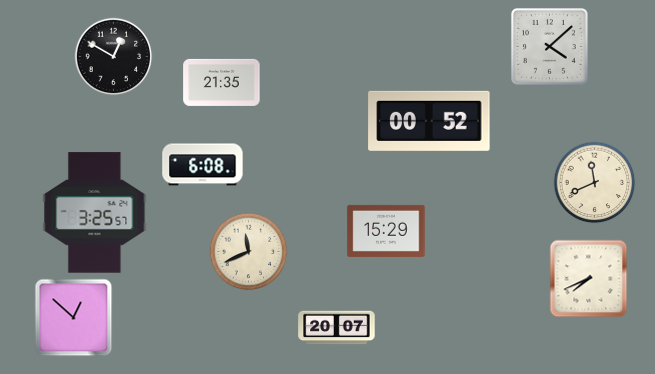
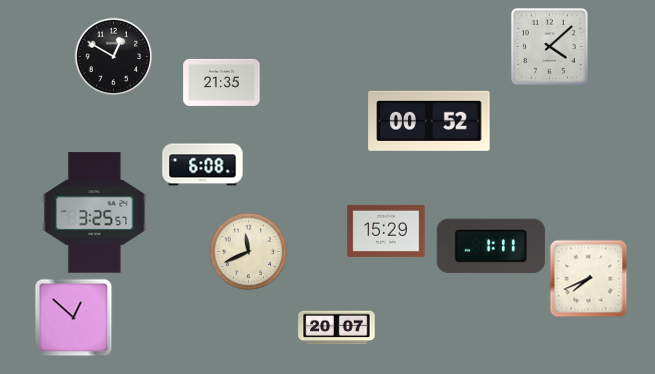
clock at (594, 182): 11:41 -> none
clock at (491, 246): none -> 1:11
